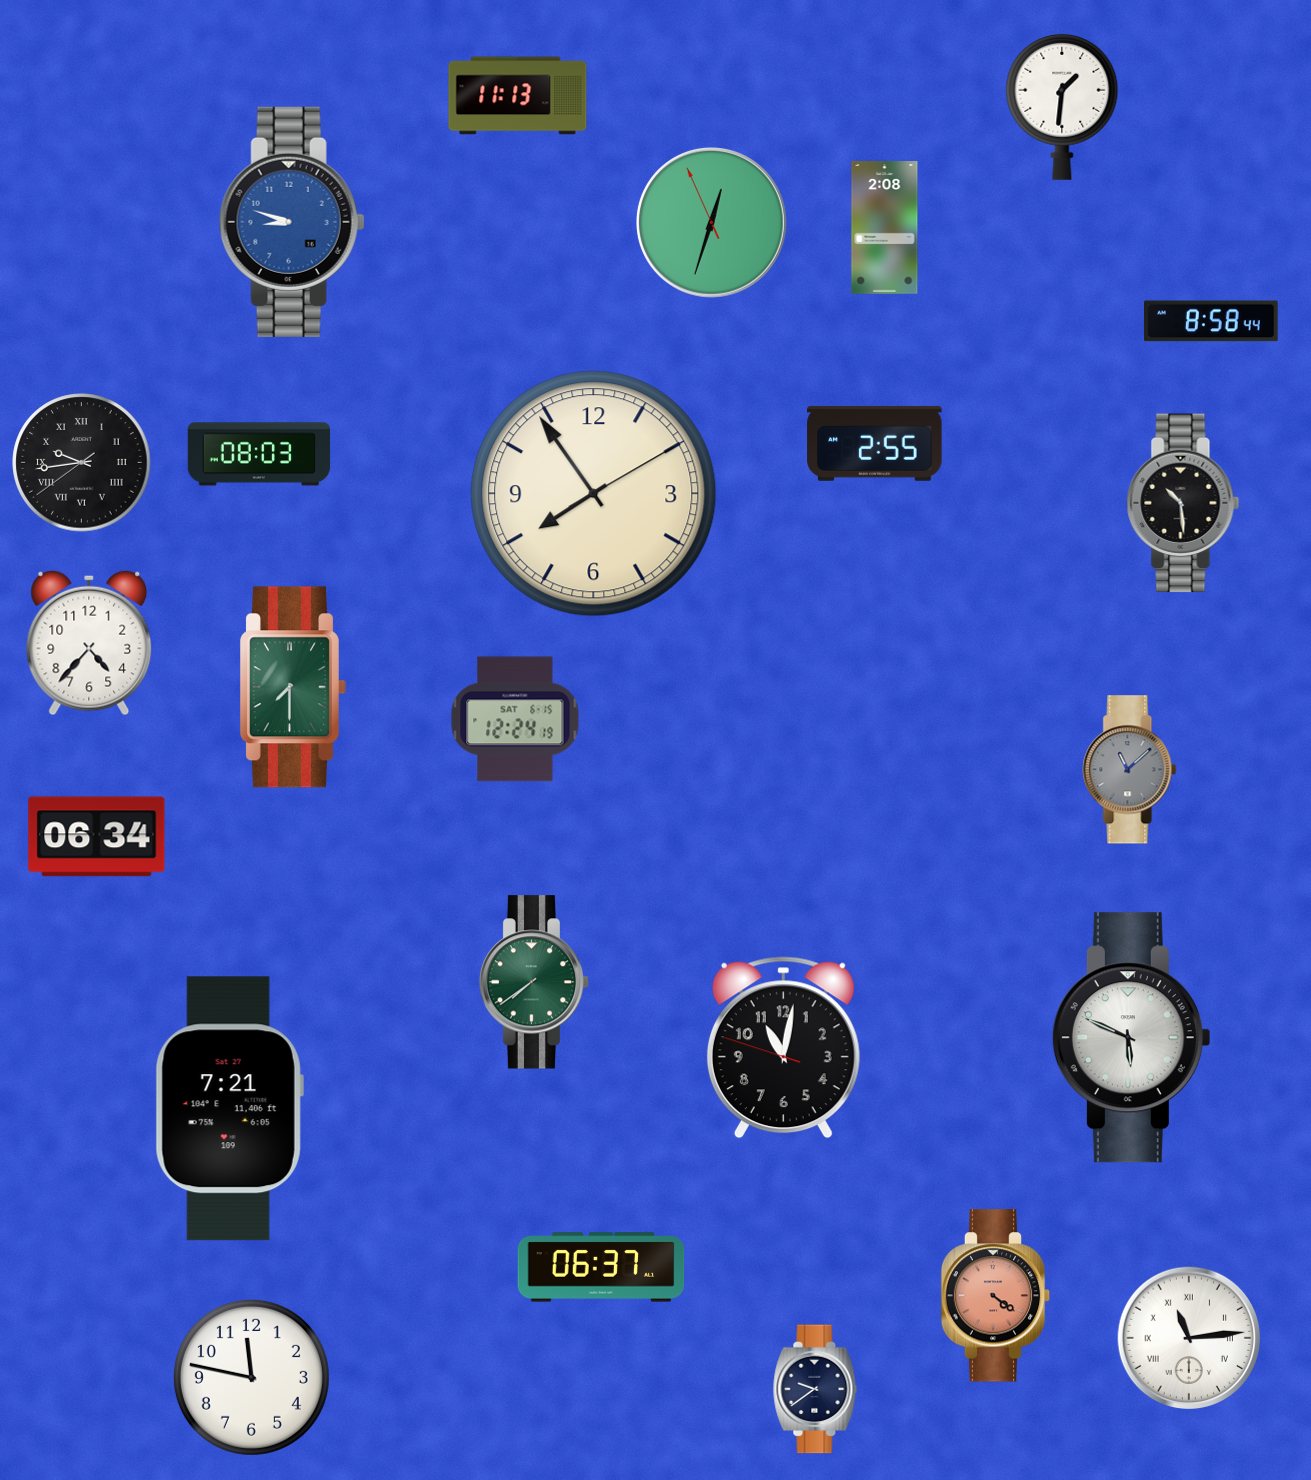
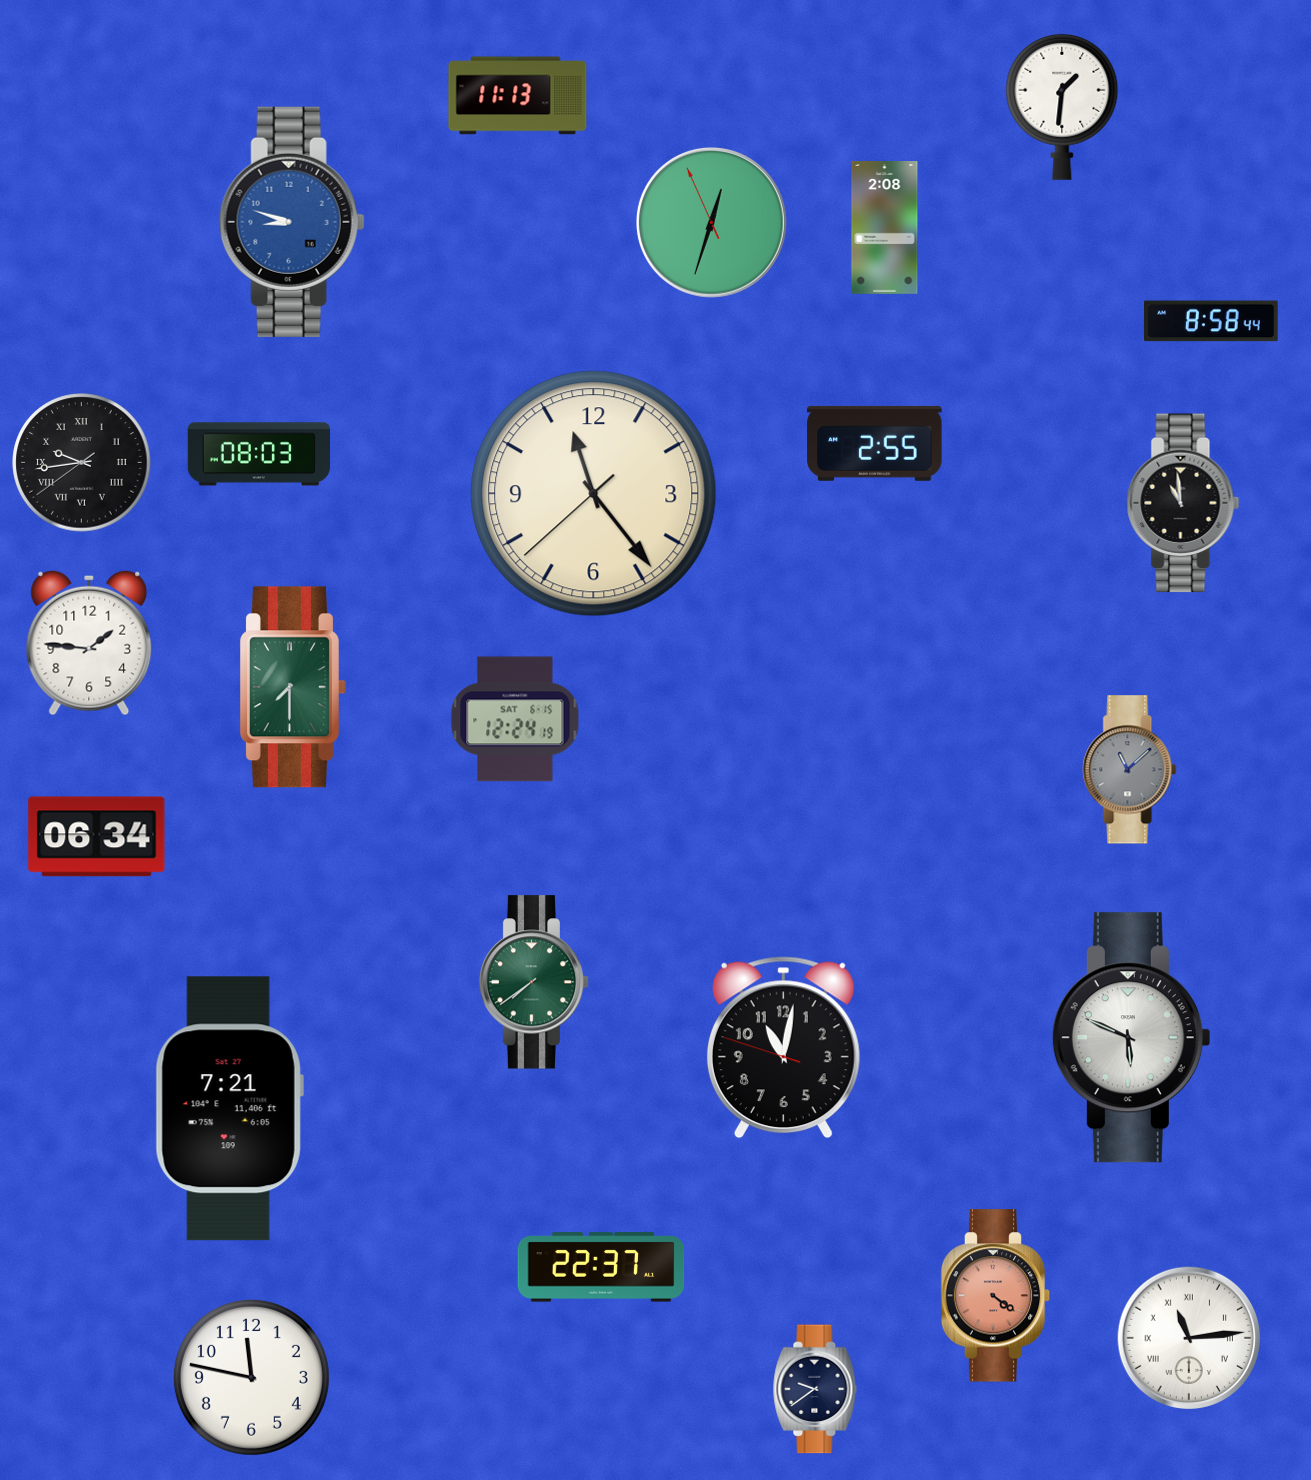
clock at (594, 494): 7:54 -> 11:23
clock at (1183, 503): 10:29 -> 10:59
clock at (89, 643): 4:37 -> 1:46
clock at (601, 1267): 06:37 -> 22:37
